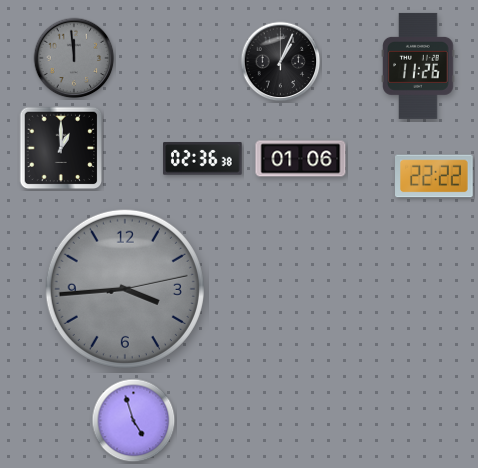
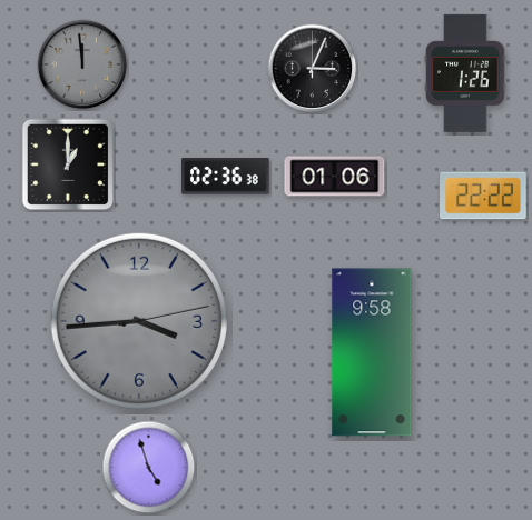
clock at (281, 62): 1:04 -> 3:04
clock at (418, 66): 11:26 -> 1:26
clock at (372, 352): none -> 9:58
